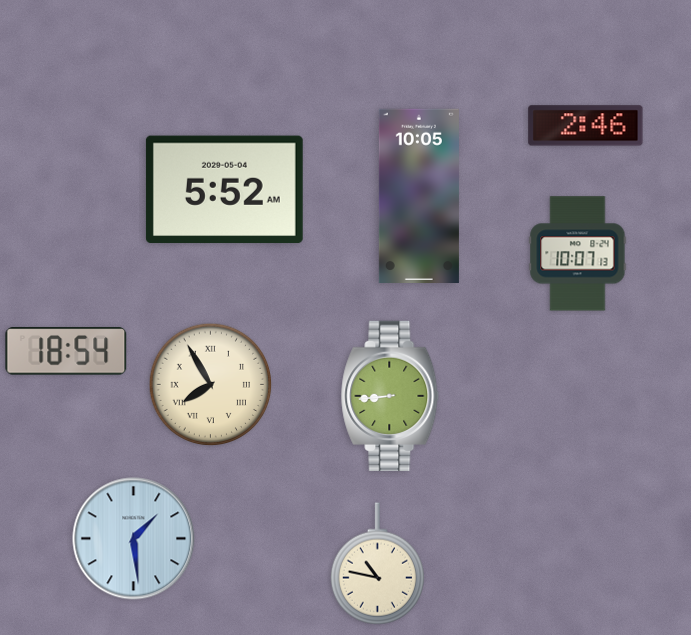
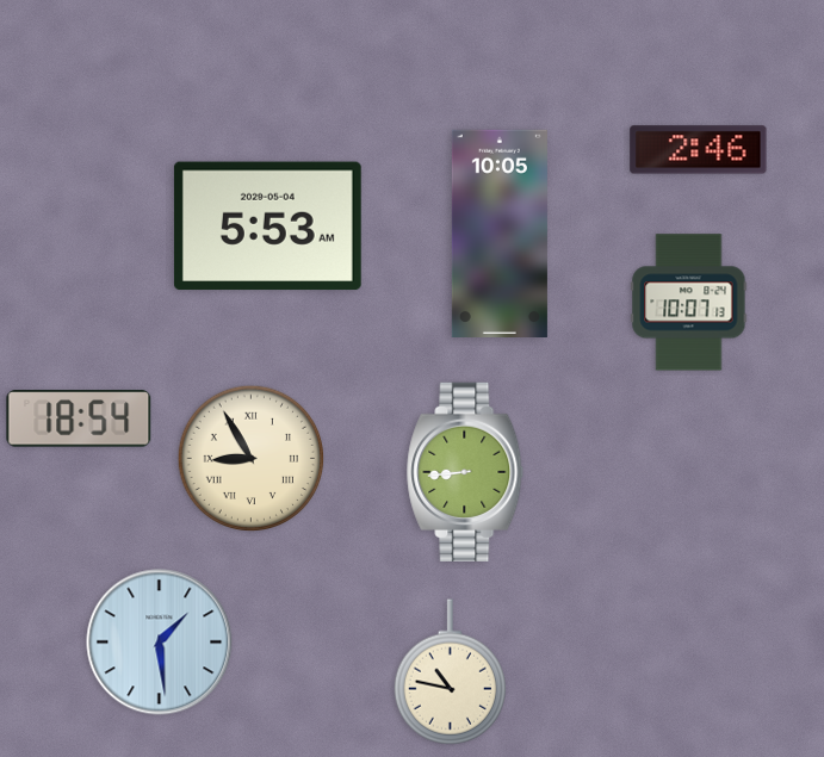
clock at (224, 190): 5:52 -> 5:53
clock at (210, 384): 7:55 -> 8:55
